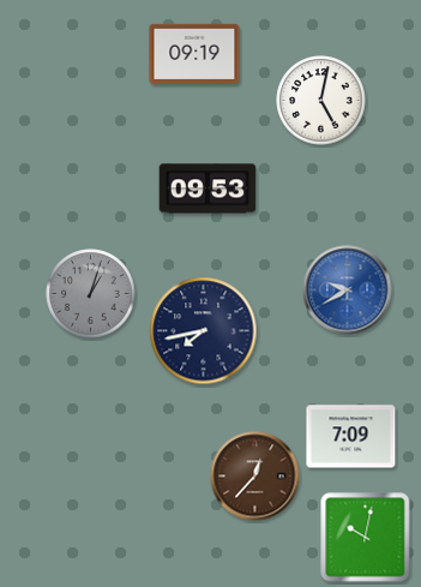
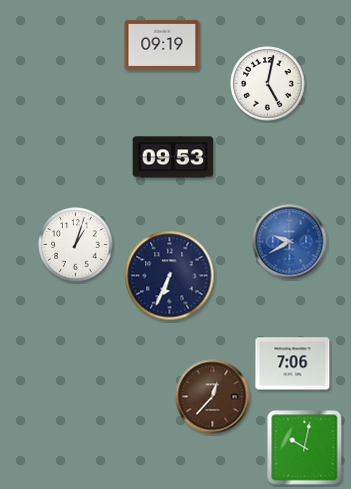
clock at (91, 294) dial: grey -> white
clock at (204, 331): 7:43 -> 6:34
clock at (351, 437): 7:09 -> 7:06
